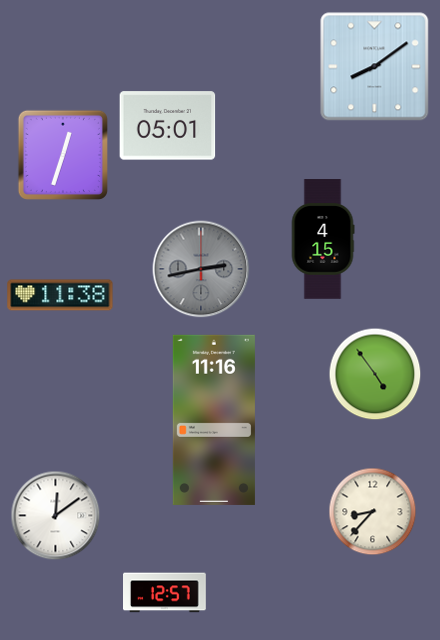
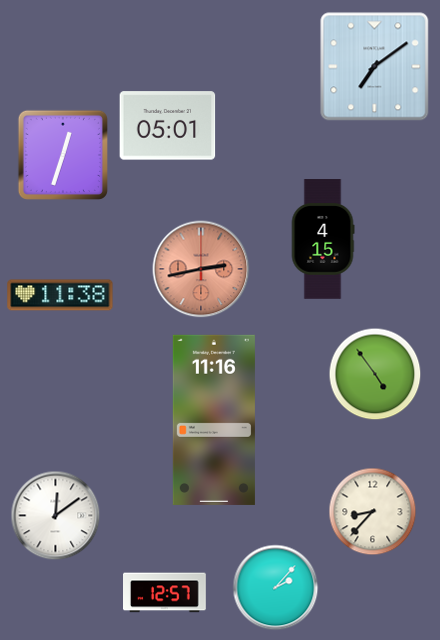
clock at (375, 67): 8:09 -> 7:09
clock at (201, 269) dial: grey -> salmon
clock at (276, 588): none -> 2:07
